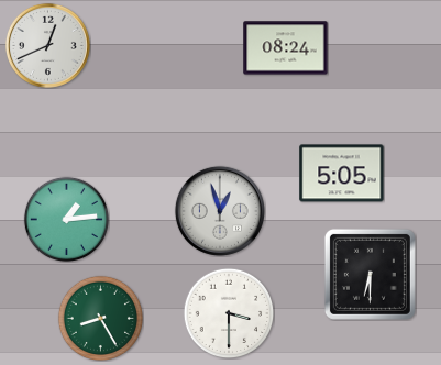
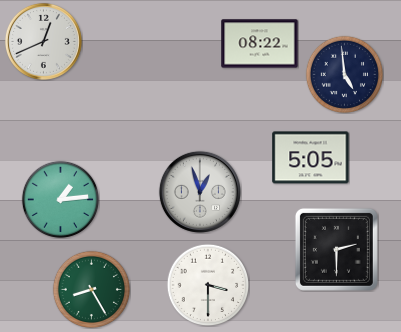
clock at (286, 48): 08:24 -> 08:22
clock at (344, 74): none -> 4:59
clock at (370, 274): 6:30 -> 2:30
